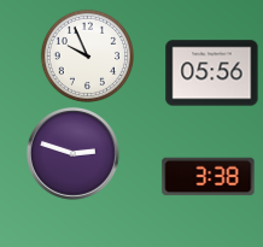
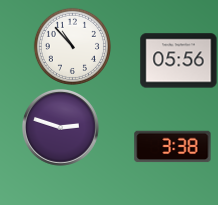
clock at (87, 55): 9:56 -> 10:53
clock at (212, 73) position: (212, 73) -> (179, 61)
